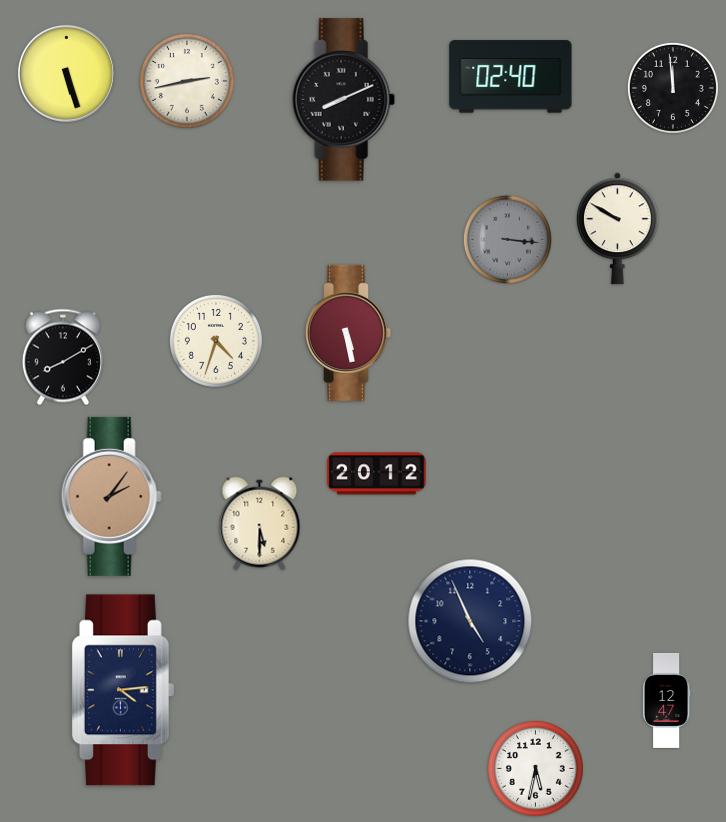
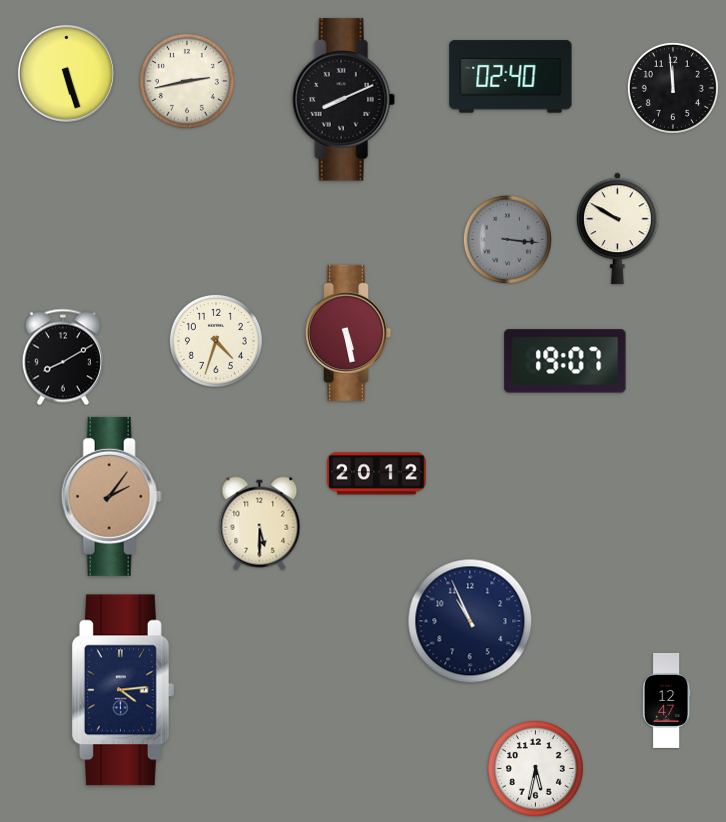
clock at (565, 361): none -> 19:07
clock at (470, 621): 4:56 -> 10:56
